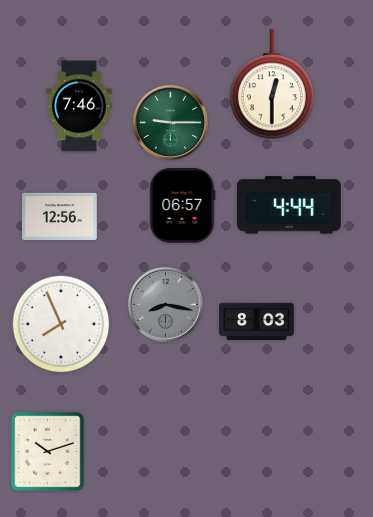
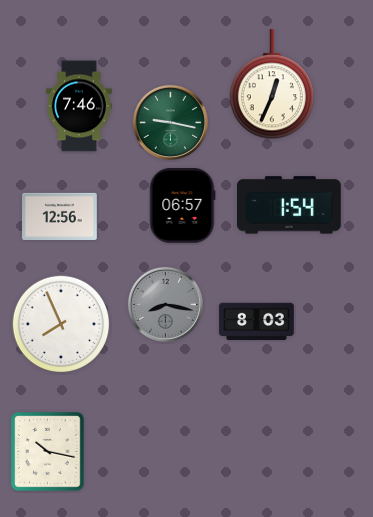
clock at (272, 85): 12:30 -> 12:34
clock at (170, 122): 9:15 -> 9:17
clock at (290, 205): 4:44 -> 1:54
clock at (48, 452): 10:12 -> 10:17
